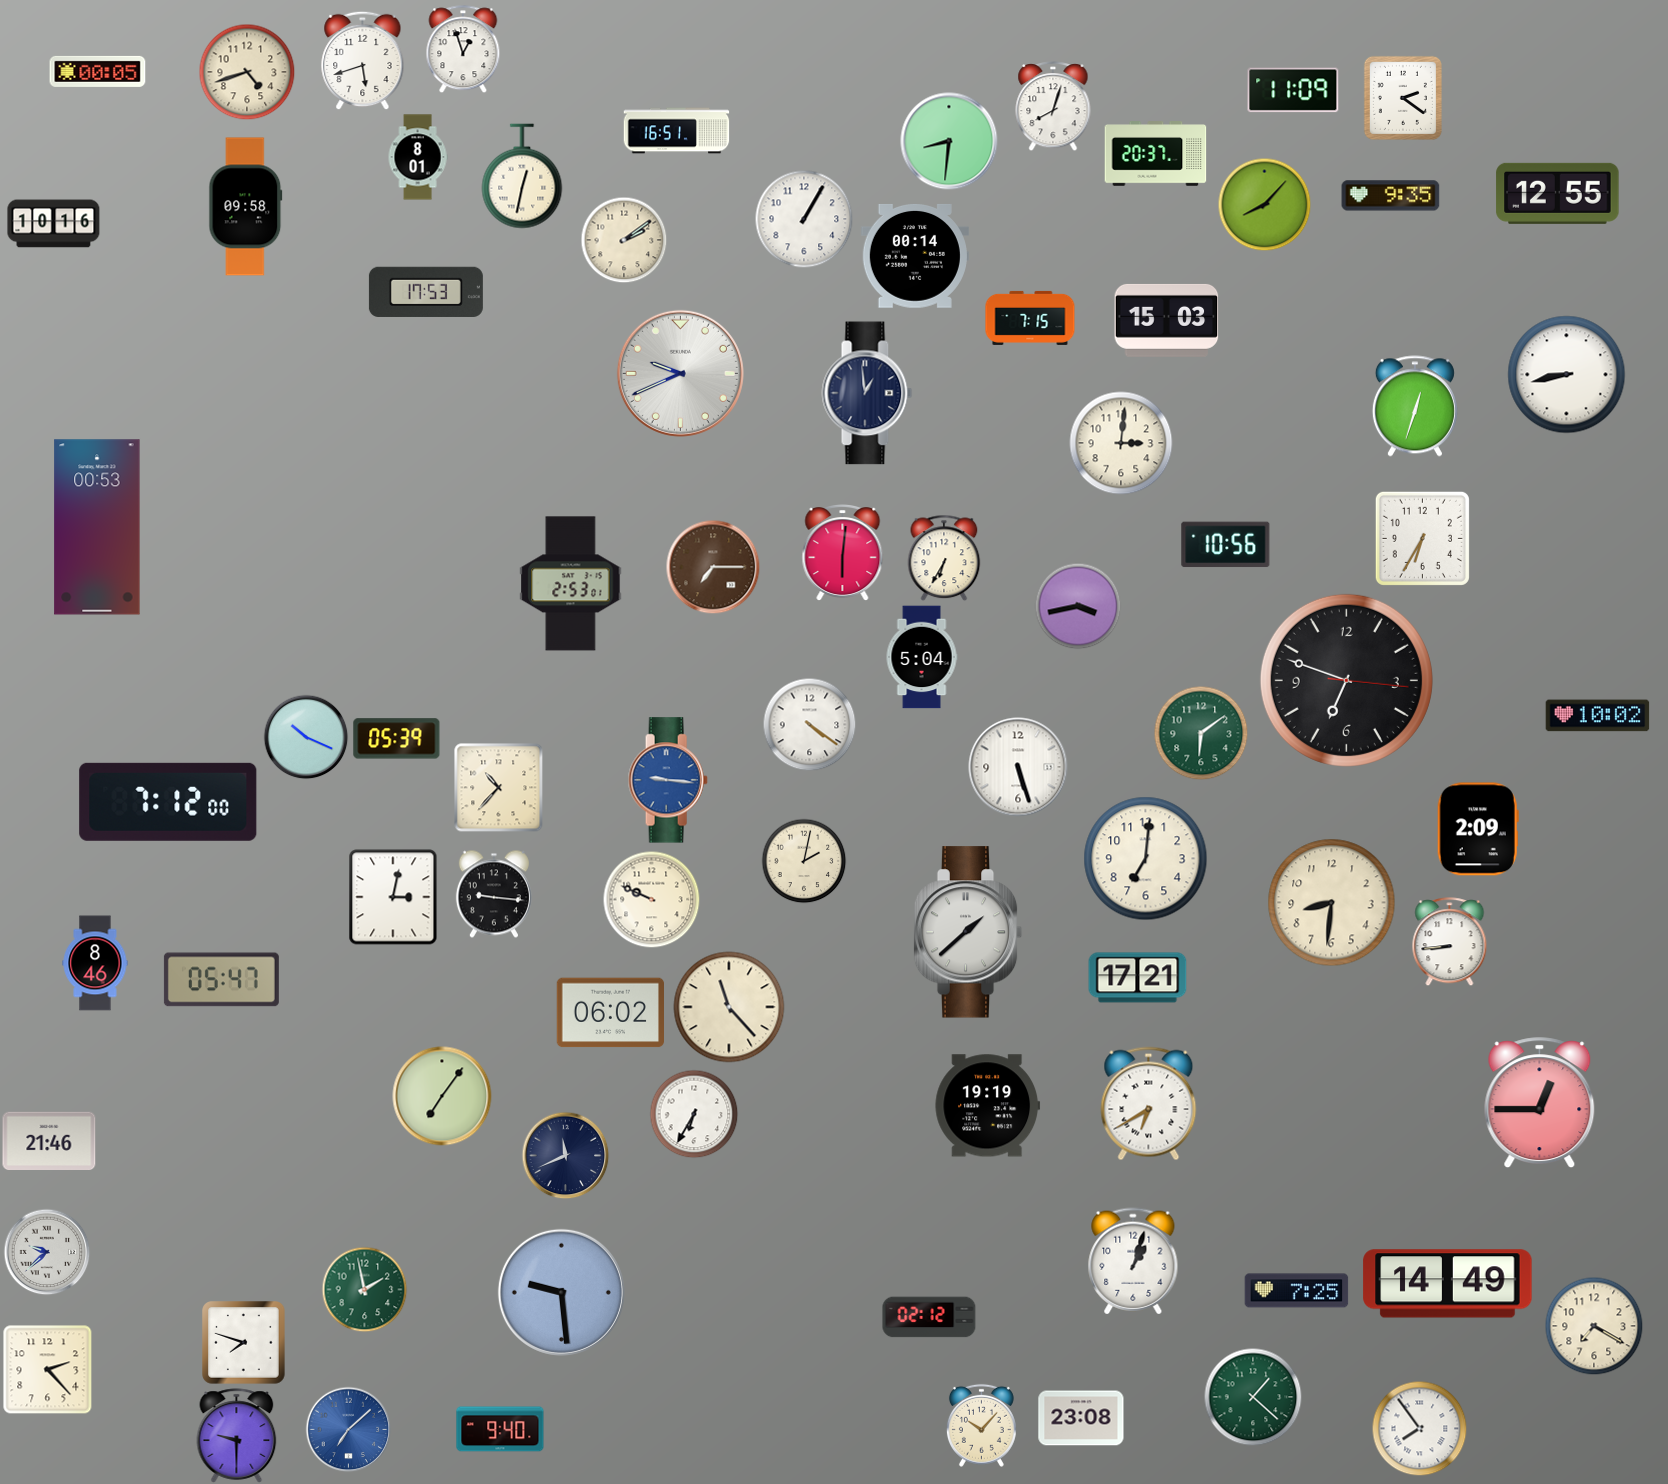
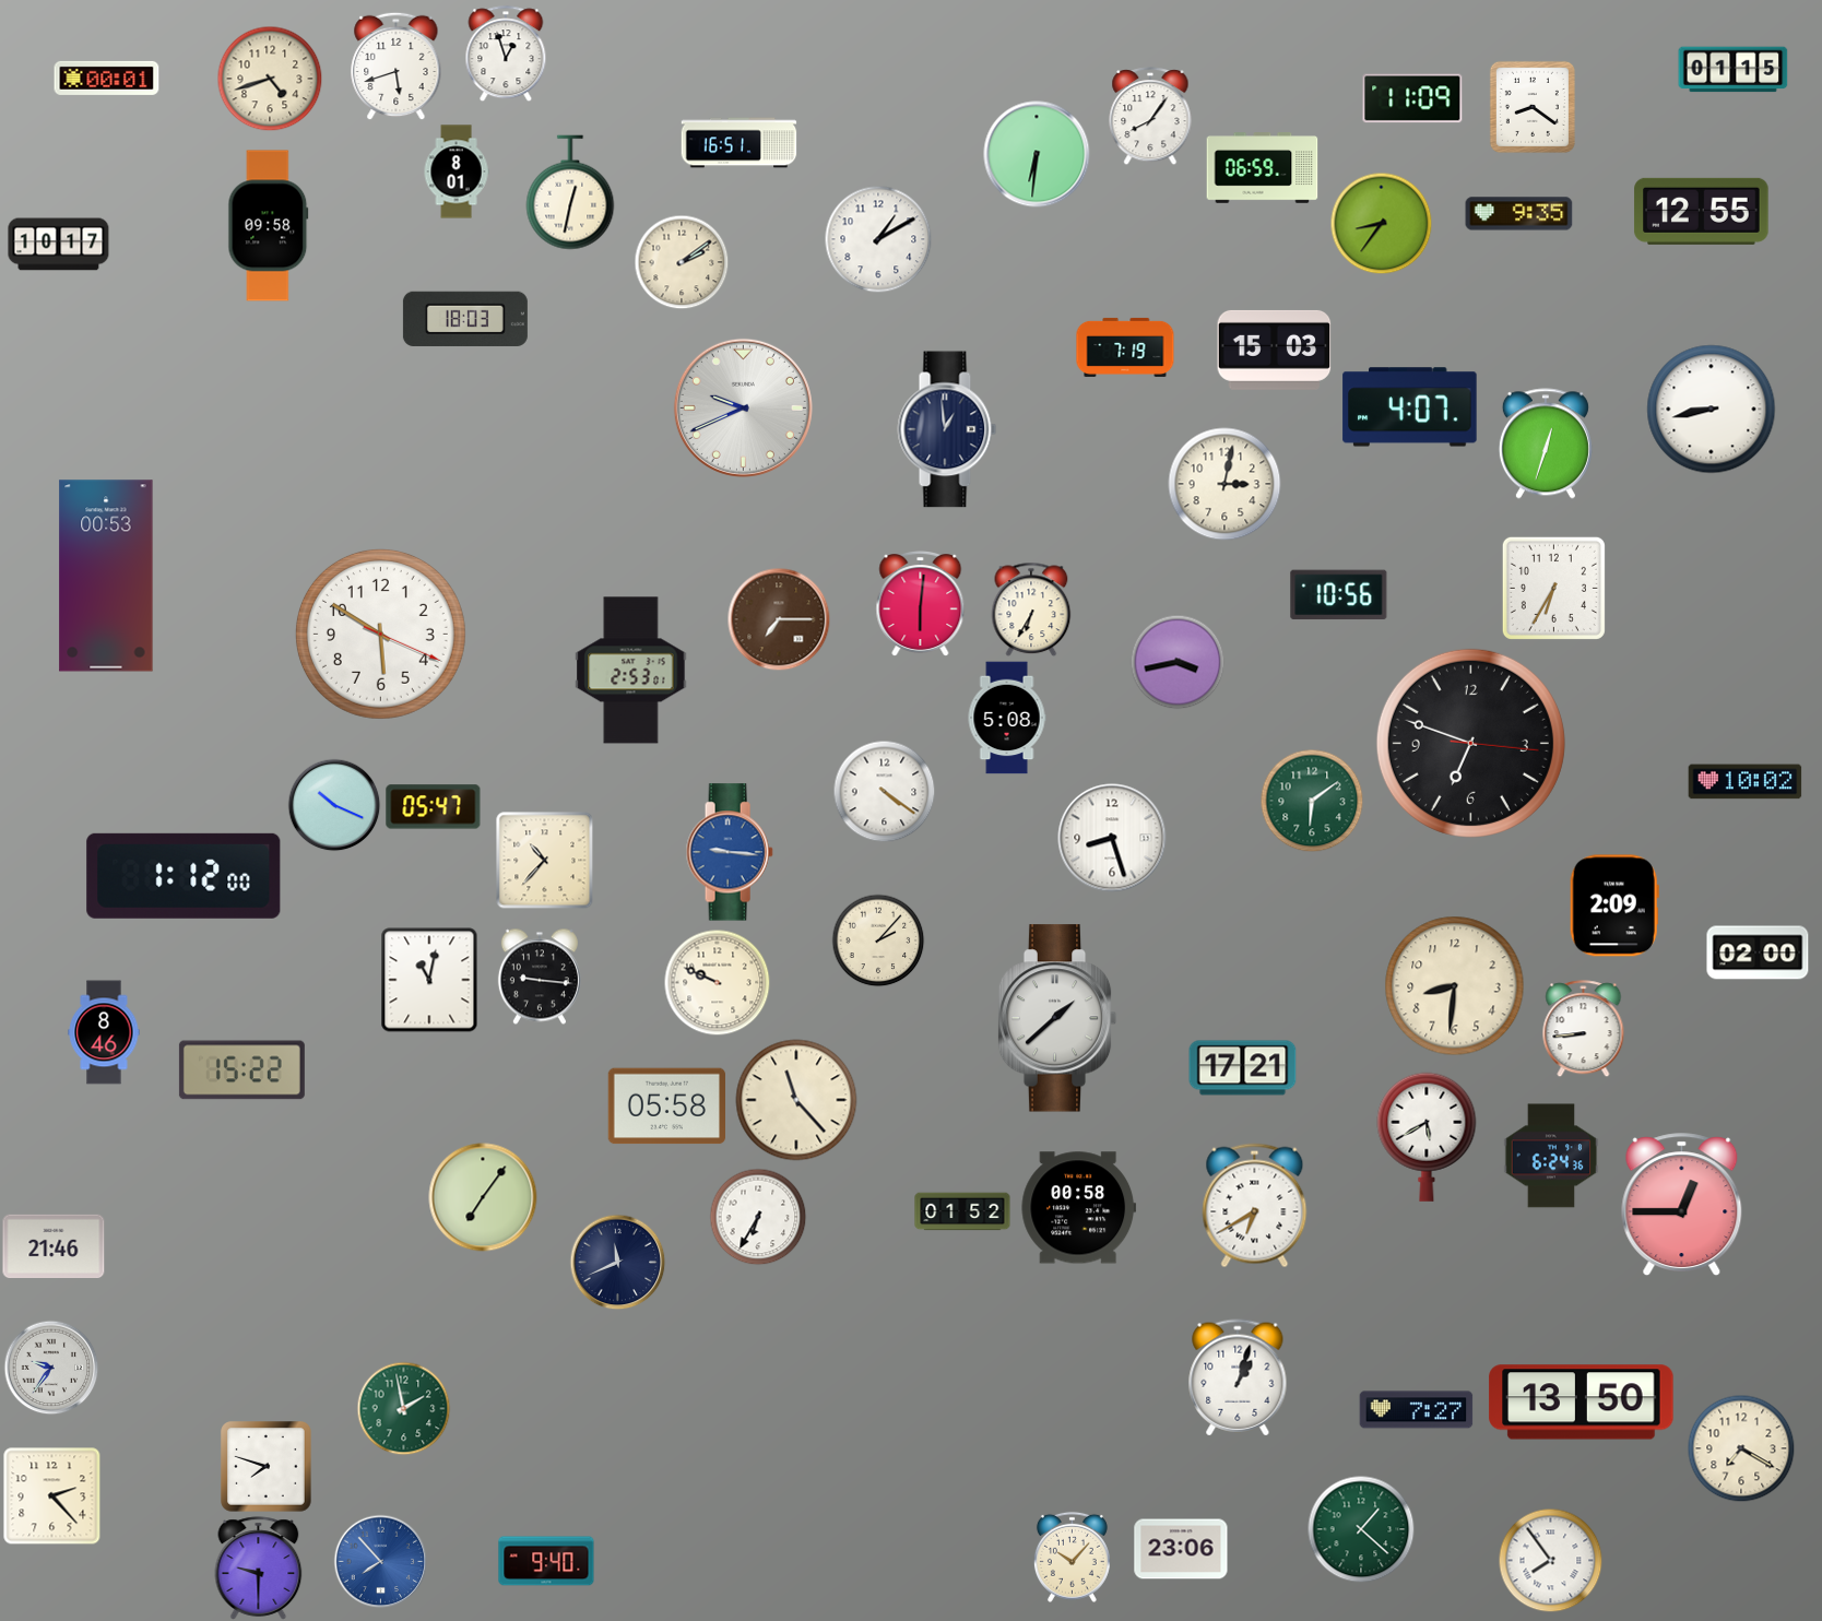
clock at (1734, 70): none -> 01:15
clock at (98, 71): 00:05 -> 00:01
clock at (1403, 98): 2:21 -> 8:21
clock at (1053, 107): 8:03 -> 8:06
clock at (949, 141): 8:31 -> 6:31
clock at (1156, 154): 20:37 -> 06:59
clock at (1264, 204): 8:07 -> 8:36
clock at (804, 219): 1:05 -> 1:10
clock at (54, 224): 10:16 -> 10:17
clock at (915, 256): 00:14 -> none
clock at (426, 292): 17:53 -> 18:03
clock at (1030, 318): 7:15 -> 7:19
clock at (1410, 407): none -> 4:07
clock at (1121, 443): 3:01 -> 3:02
clock at (380, 634): none -> 5:50
clock at (571, 584) position: (571, 584) -> (631, 671)
clock at (922, 657): 5:04 -> 5:08
clock at (397, 739): 05:39 -> 05:47
clock at (1018, 767): 5:27 -> 8:27
clock at (168, 802): 7:12 -> 1:12
clock at (1146, 859): 7:01 -> none
clock at (804, 861): 2:02 -> 2:07
clock at (1758, 953): none -> 02:00
clock at (393, 897): 3:02 -> 11:02
clock at (651, 899) position: (651, 899) -> (717, 982)
clock at (95, 963) position: (95, 963) -> (104, 1032)
clock at (221, 980): 05:47 -> 15:22
clock at (610, 1013): 06:02 -> 05:58
clock at (1427, 1137): none -> 5:40
clock at (1551, 1156): none -> 6:24
clock at (988, 1106): 19:19 -> 00:58
clock at (962, 1211): none -> 01:52
clock at (47, 1252): 9:38 -> 9:36
clock at (1448, 1284): 14:49 -> 13:50
clock at (364, 1289) position: (364, 1289) -> (403, 1408)
clock at (1297, 1291): 7:25 -> 7:27
clock at (561, 1292): 9:29 -> none
clock at (929, 1317): 02:12 -> none
clock at (1253, 1397) position: (1253, 1397) -> (1361, 1529)
clock at (1081, 1418): 23:08 -> 23:06
clock at (348, 1429): 7:08 -> 7:53
